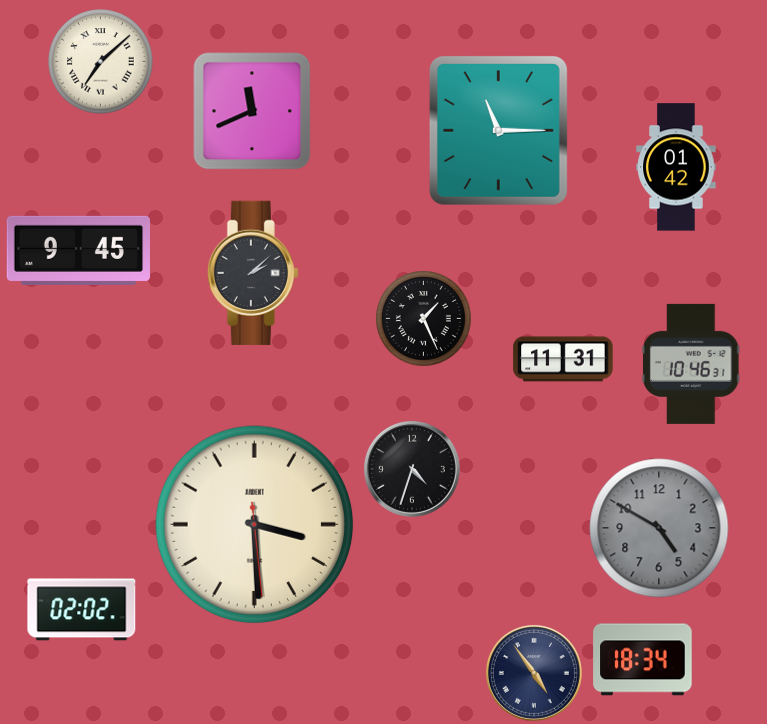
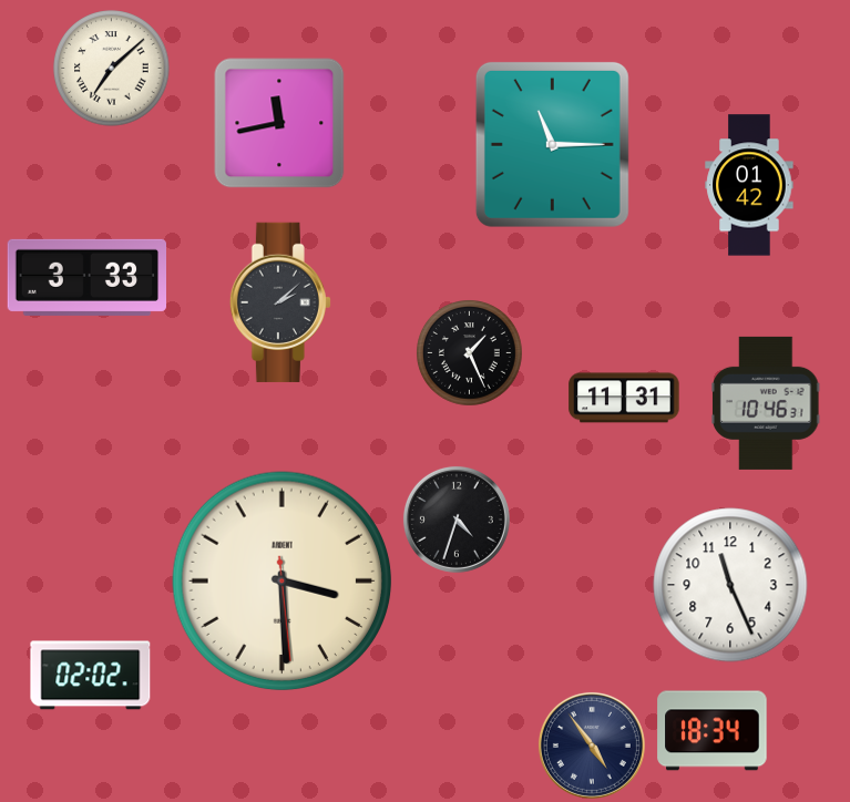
clock at (252, 111): 11:41 -> 11:43
clock at (78, 250): 9:45 -> 3:33
clock at (659, 528): 4:50 -> 11:26
clock at (659, 528) dial: grey -> white
